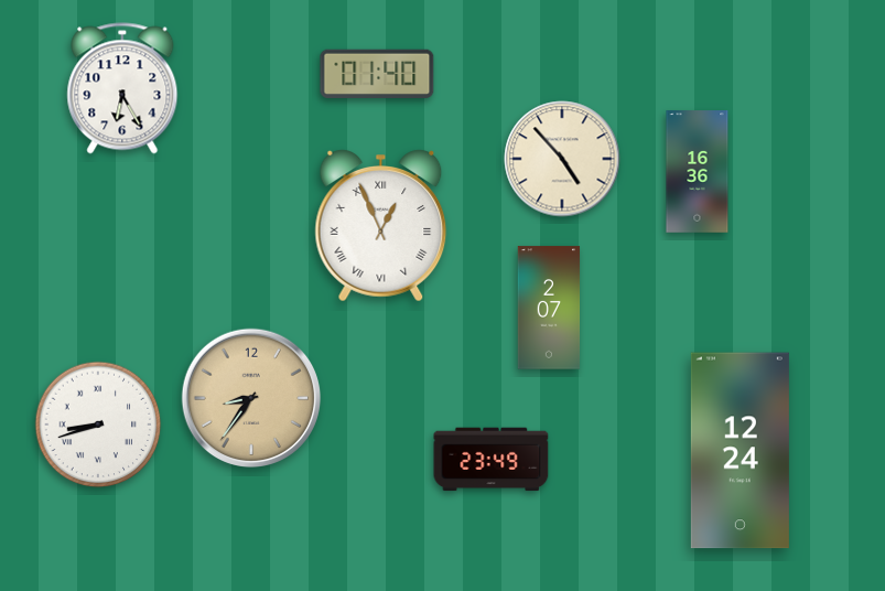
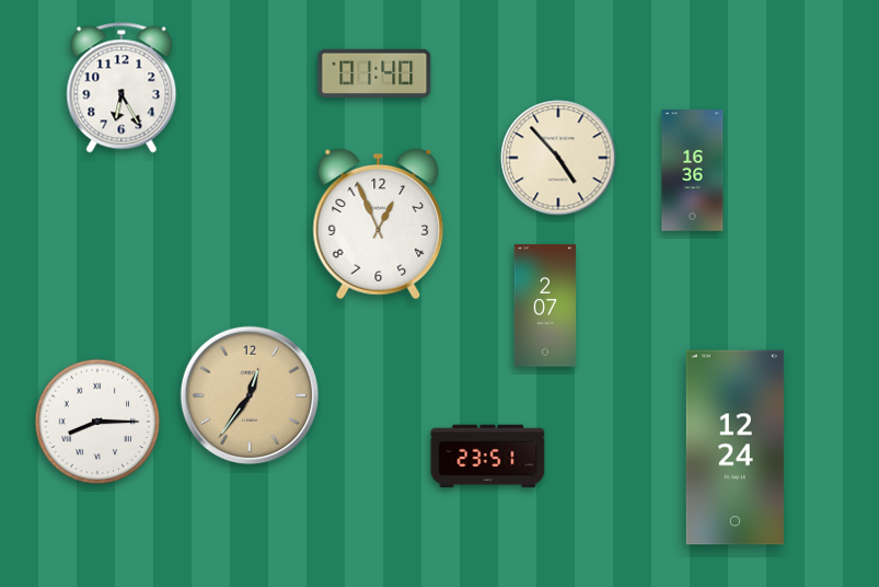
clock at (381, 226) numerals: Roman -> Arabic
clock at (251, 398): 8:36 -> 12:36
clock at (98, 425): 8:42 -> 8:15
clock at (492, 460): 23:49 -> 23:51
